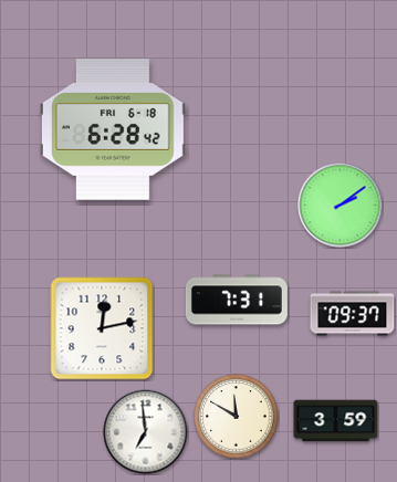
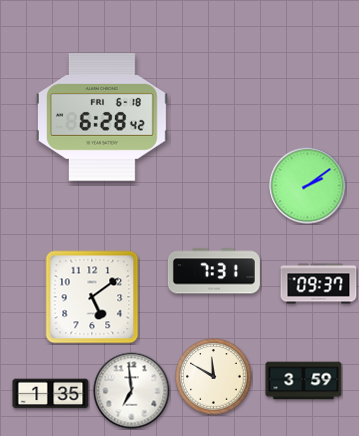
clock at (102, 328): 12:13 -> 5:09
clock at (51, 394): none -> 1:35
